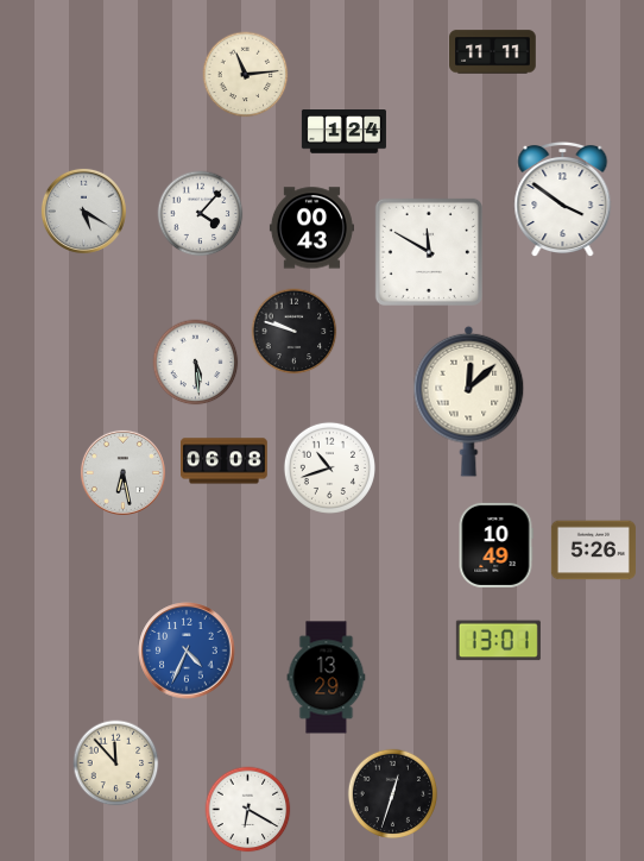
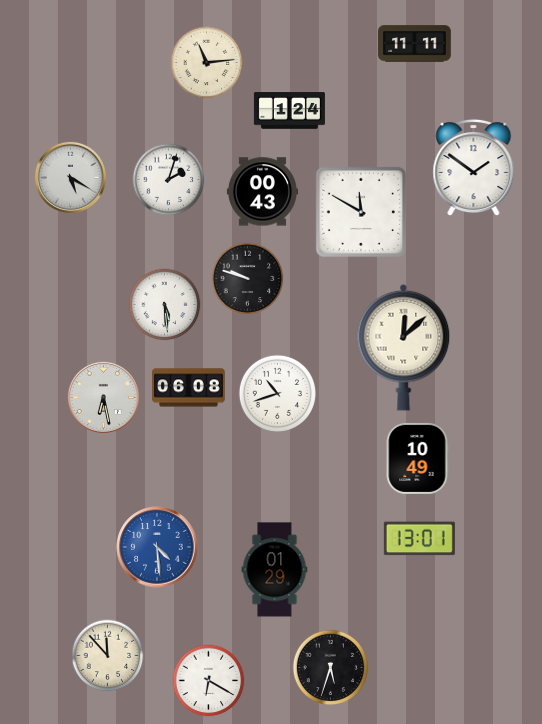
clock at (563, 200): 3:51 -> 1:51
clock at (201, 214): 4:07 -> 2:03
clock at (469, 401) position: (469, 401) -> (404, 347)
clock at (593, 551): 5:26 -> none
clock at (187, 651): 4:34 -> 4:29
clock at (327, 678): 13:29 -> 01:29
clock at (116, 763) position: (116, 763) -> (108, 656)
clock at (393, 794): 12:33 -> 5:33
